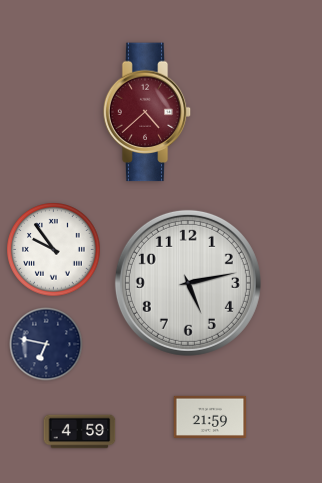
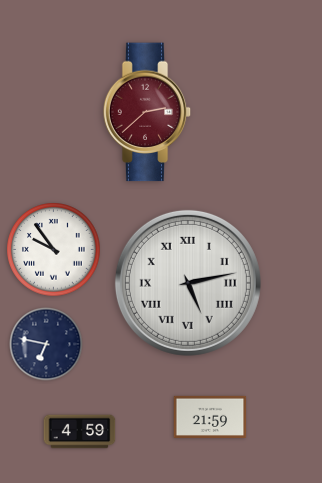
clock at (147, 112): 4:38 -> 2:38
clock at (188, 283) numerals: Arabic -> Roman
